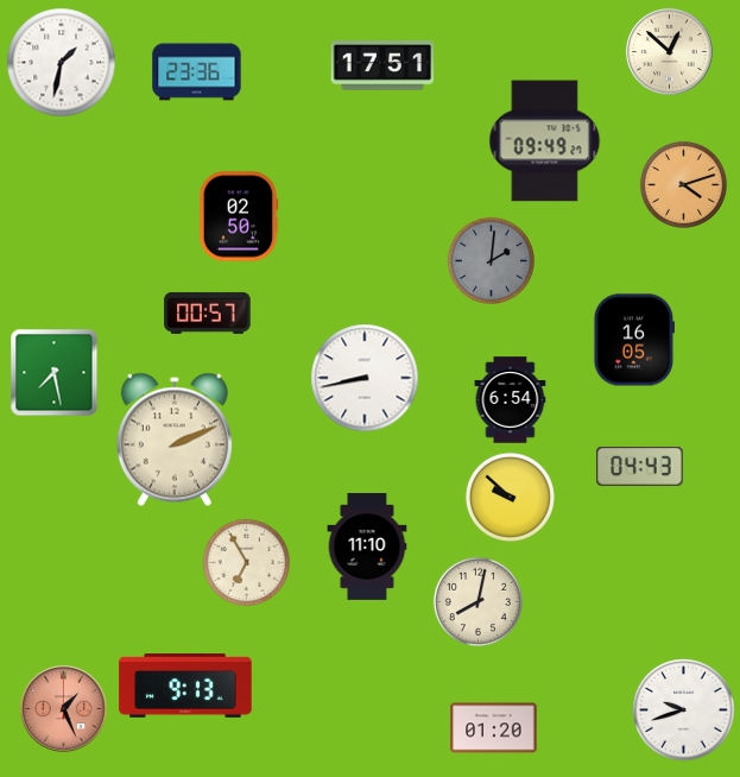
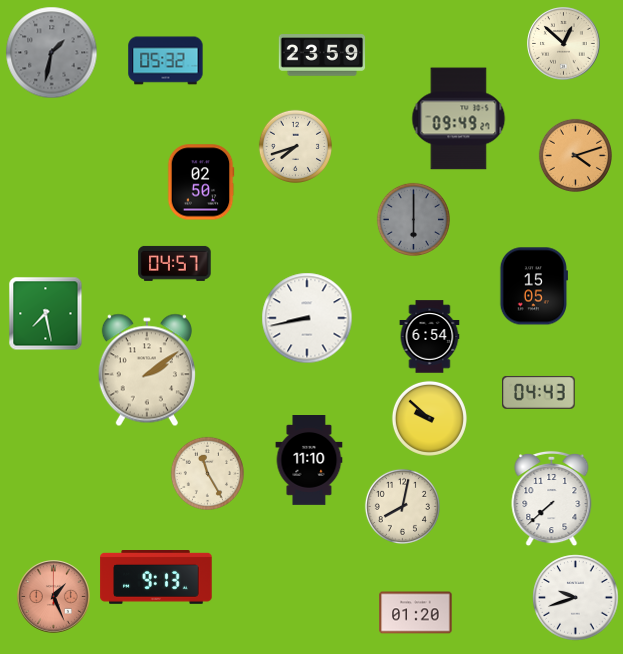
clock at (62, 63) dial: white -> grey
clock at (382, 65): 17:51 -> 23:59
clock at (197, 72): 23:36 -> 05:32
clock at (295, 146): none -> 7:42
clock at (491, 260): 2:01 -> 6:00
clock at (208, 312): 00:57 -> 04:57
clock at (633, 340): 16:05 -> 15:05
clock at (175, 440): 2:11 -> 2:09
clock at (246, 562): 6:55 -> 11:25
clock at (552, 499): none -> 7:38
